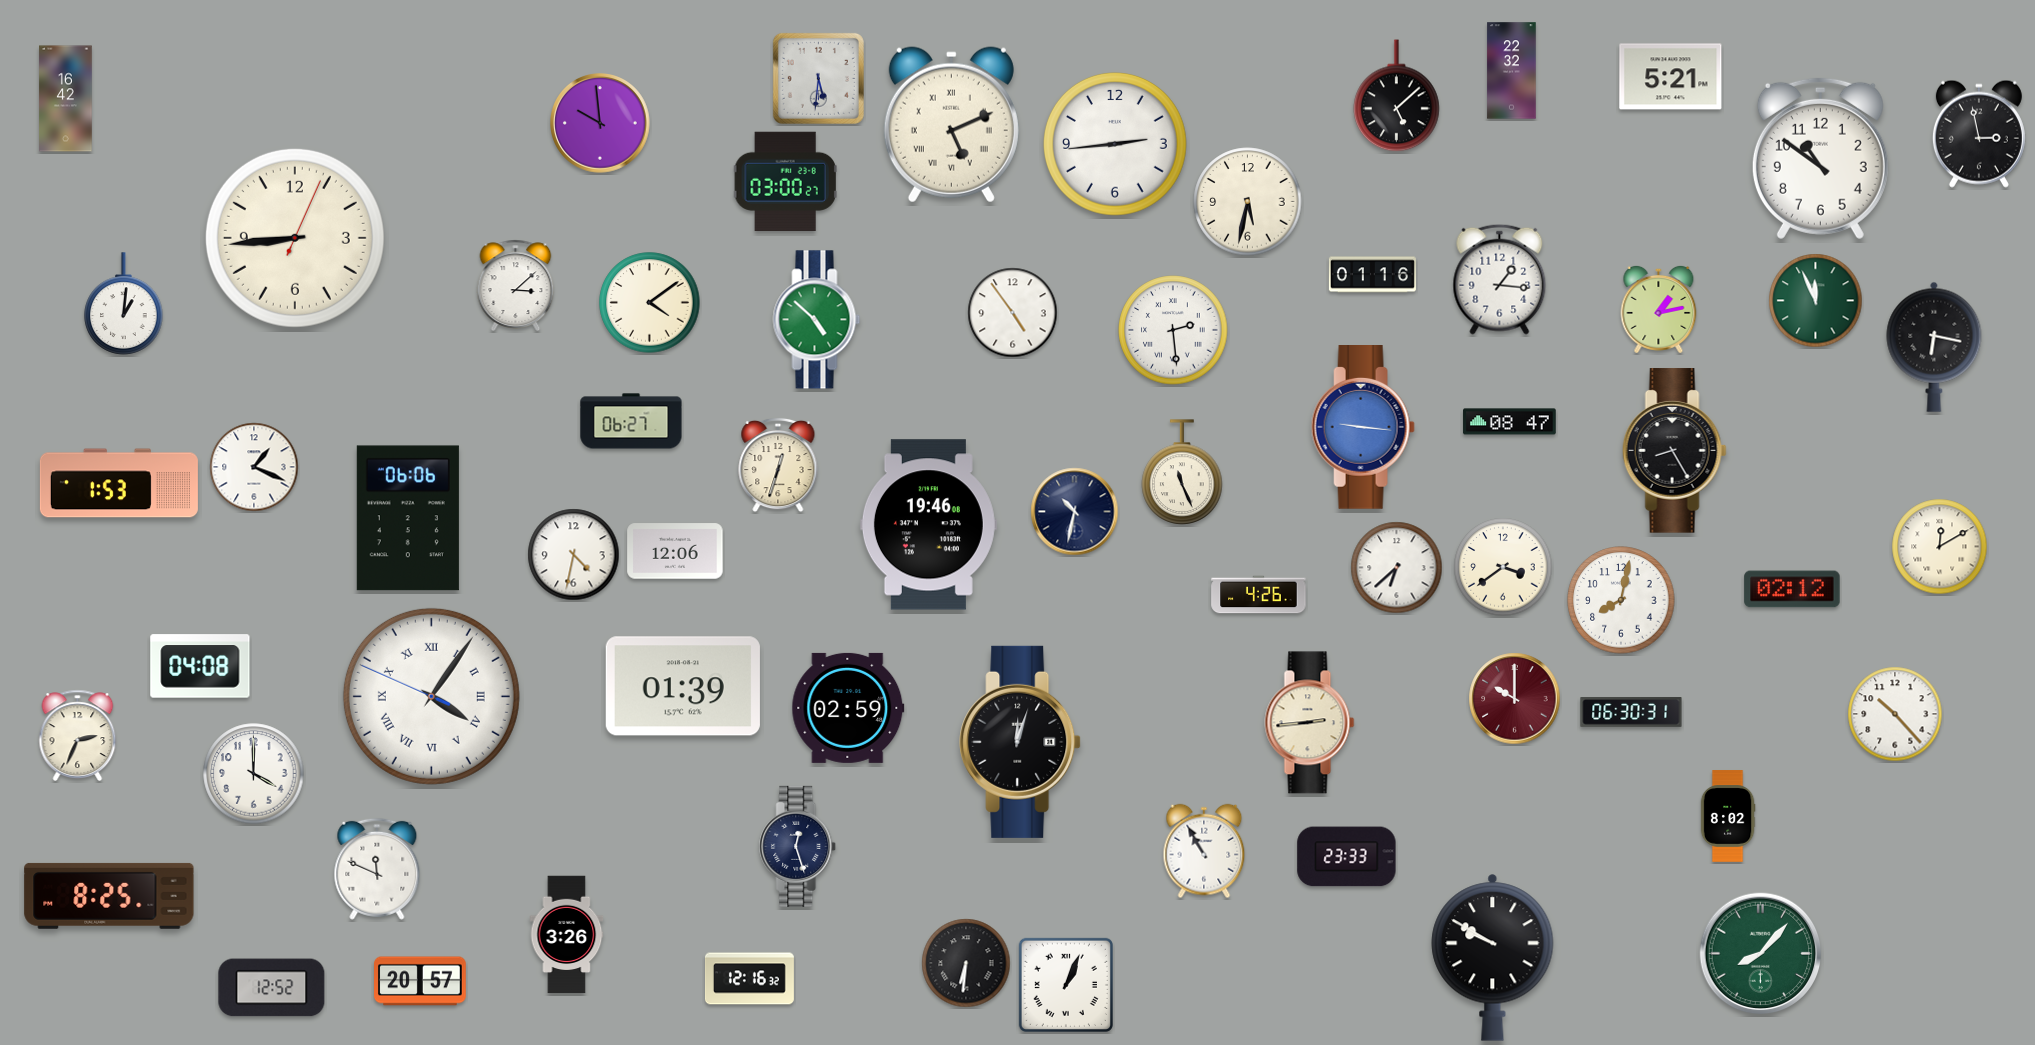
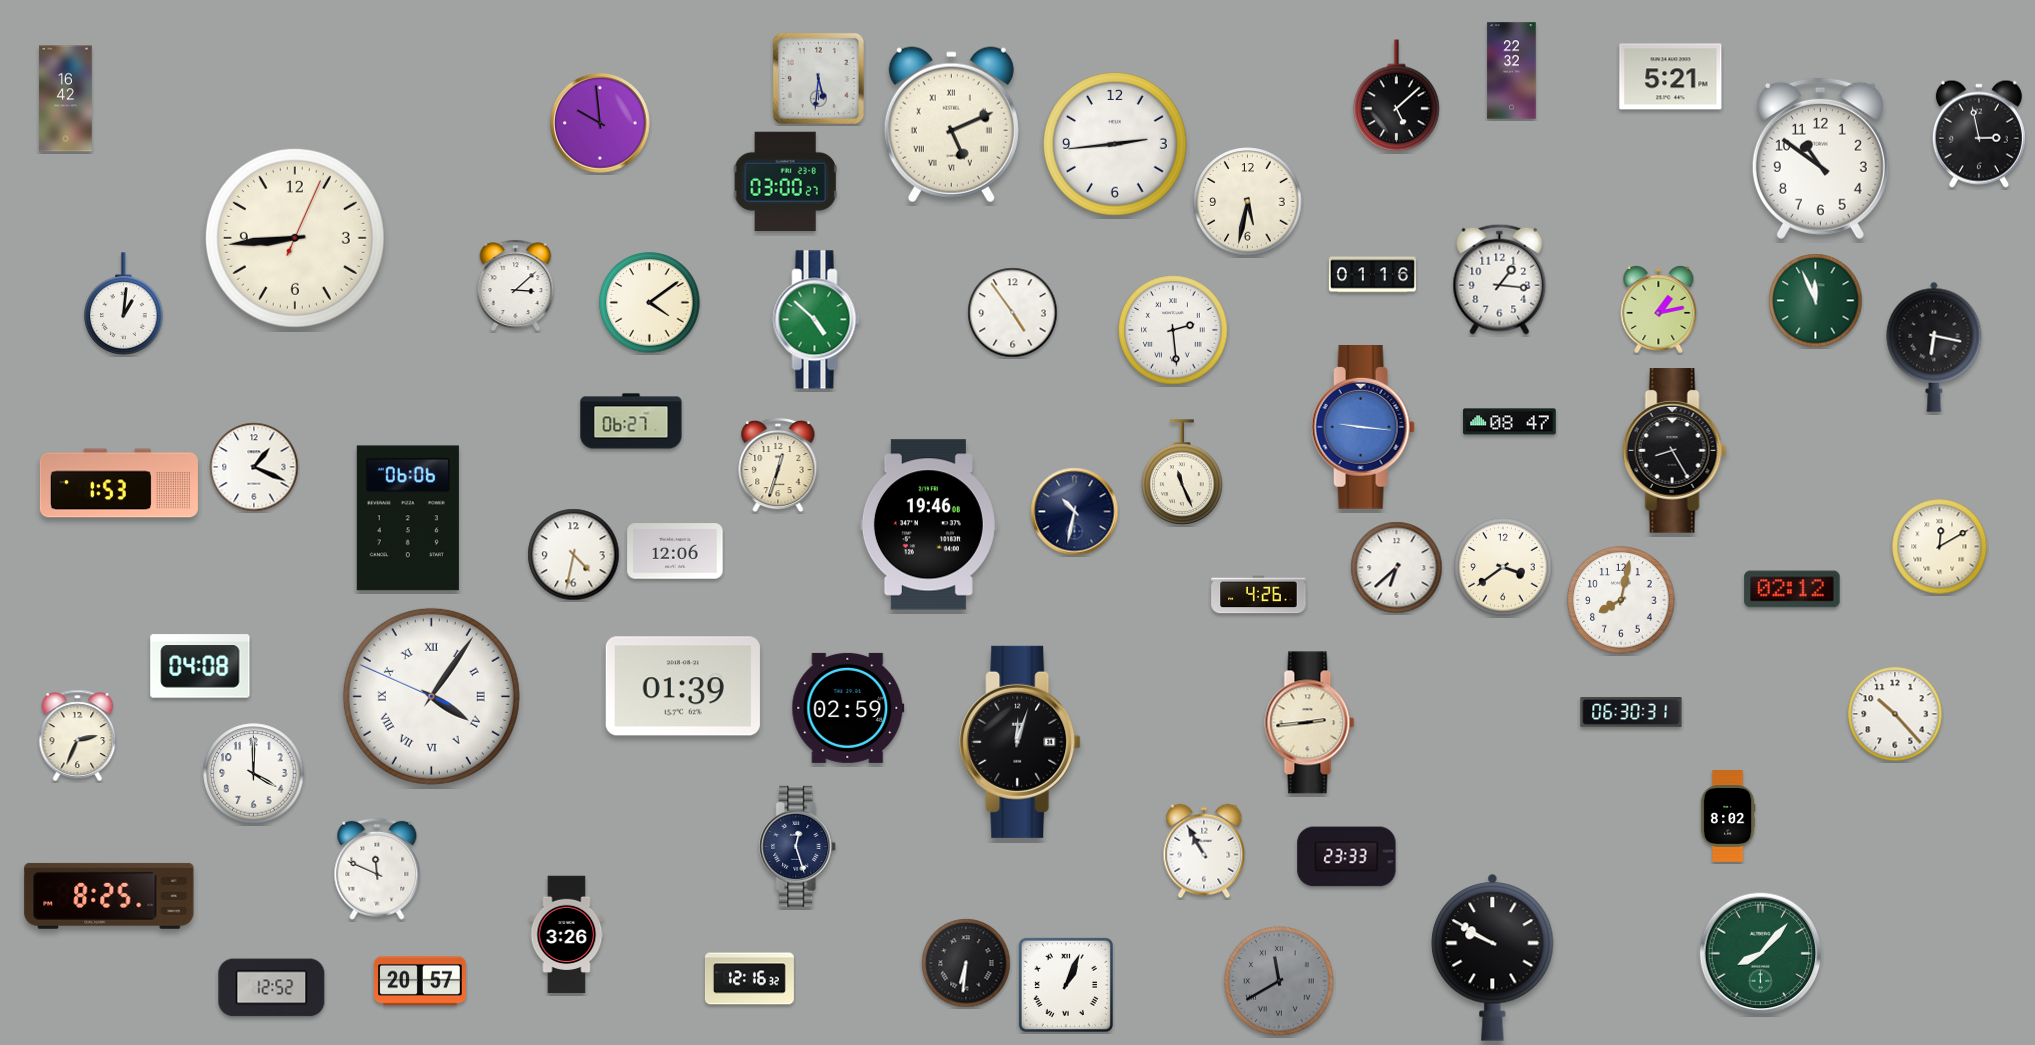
clock at (1515, 699): 10:00 -> none
clock at (1279, 981): none -> 11:40
